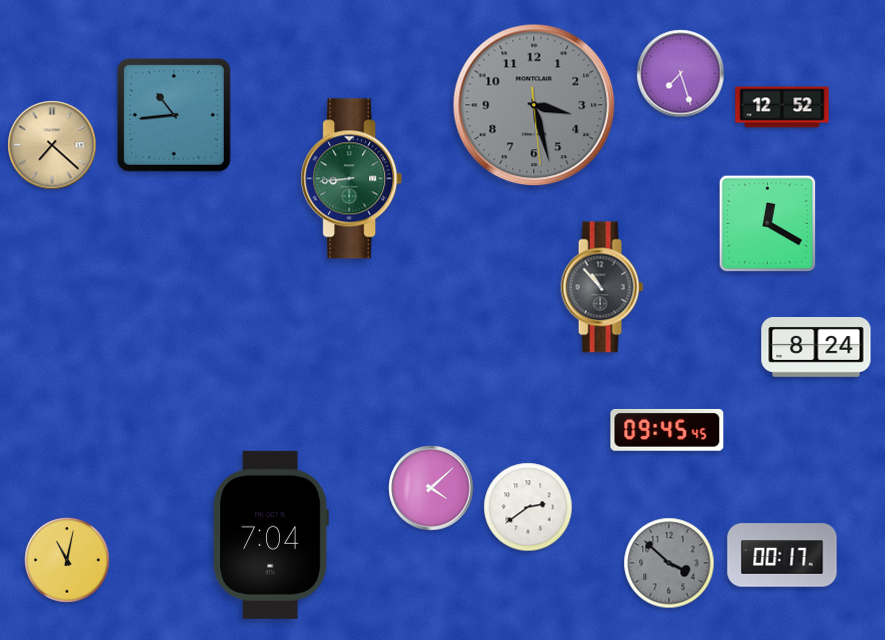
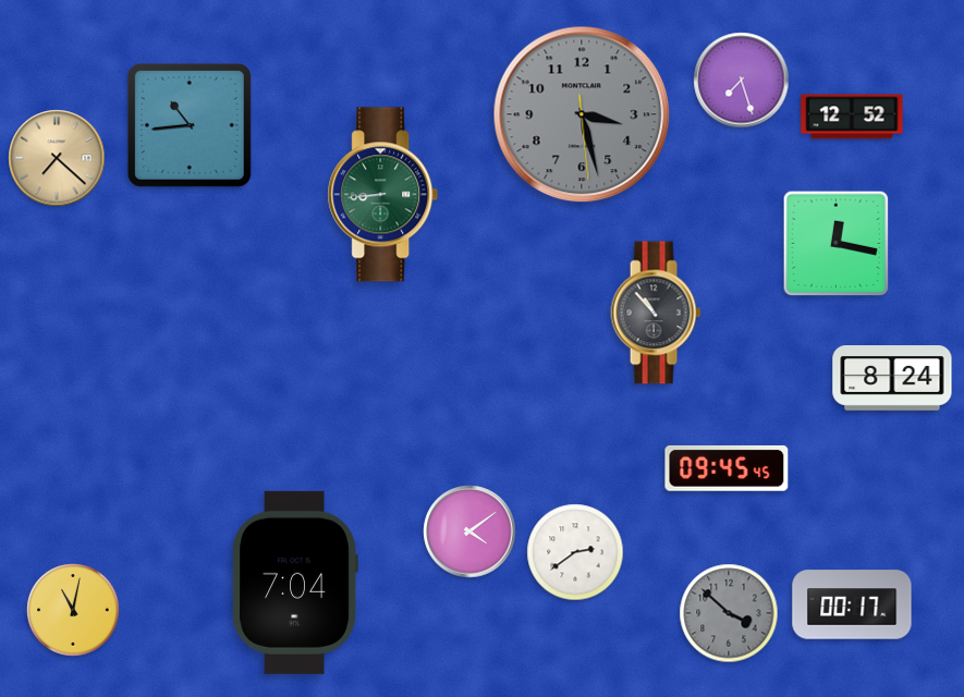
clock at (768, 224): 12:20 -> 12:17
clock at (816, 348) position: (816, 348) -> (892, 379)
clock at (431, 488): 4:08 -> 4:09
